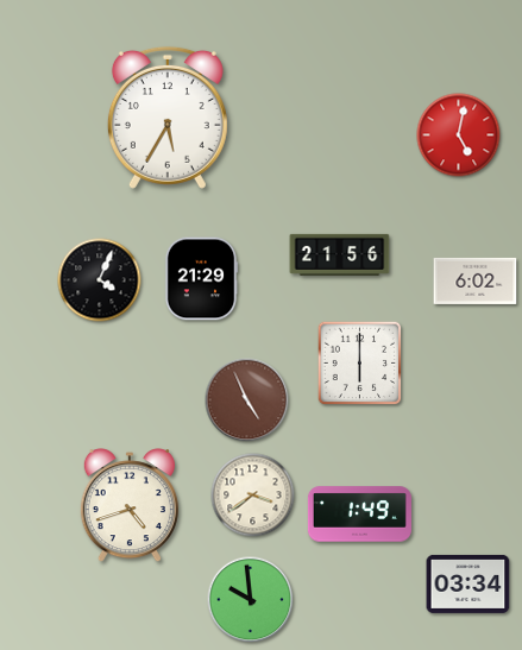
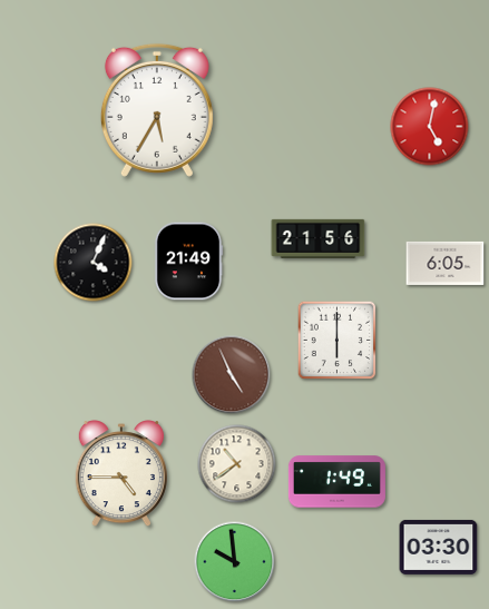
clock at (201, 279): 21:29 -> 21:49
clock at (476, 280): 6:02 -> 6:05
clock at (253, 496): 3:39 -> 10:39
clock at (130, 506): 4:42 -> 4:45
clock at (468, 583): 03:34 -> 03:30
